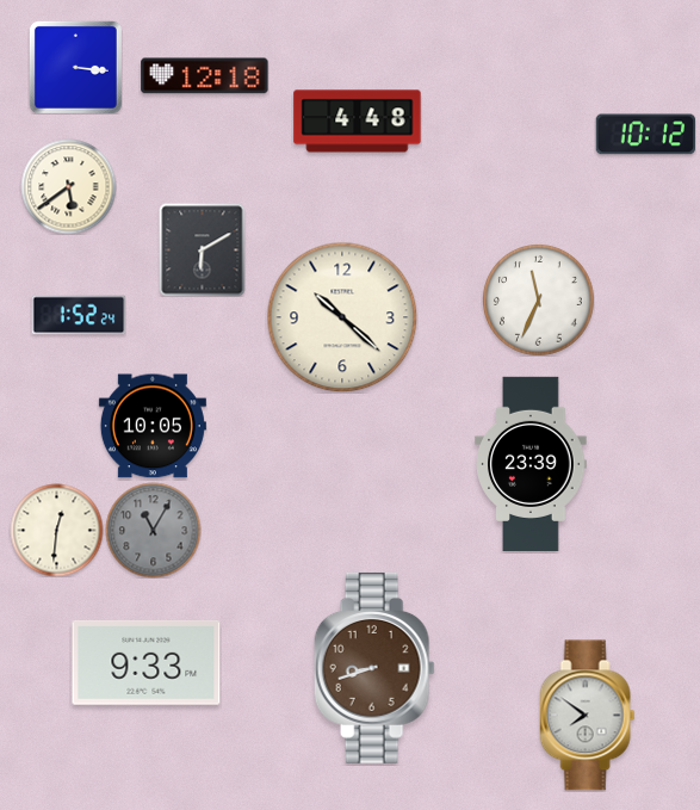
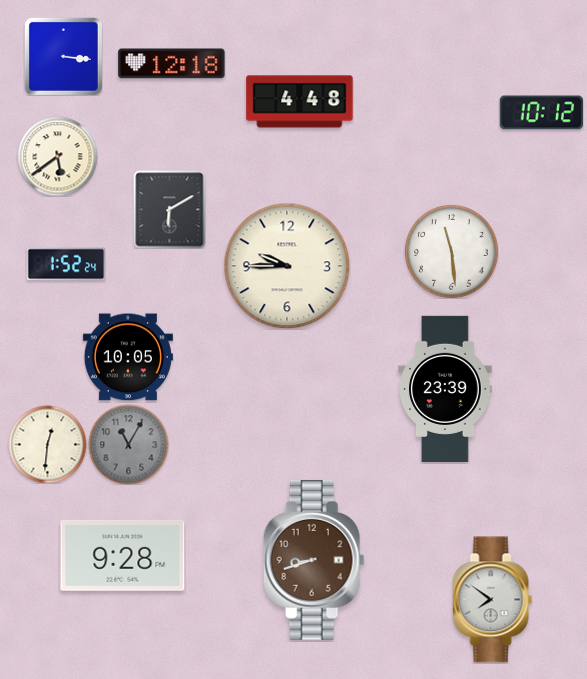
clock at (538, 299): 11:34 -> 11:29
clock at (342, 317): 10:22 -> 9:45
clock at (147, 662): 9:33 -> 9:28
